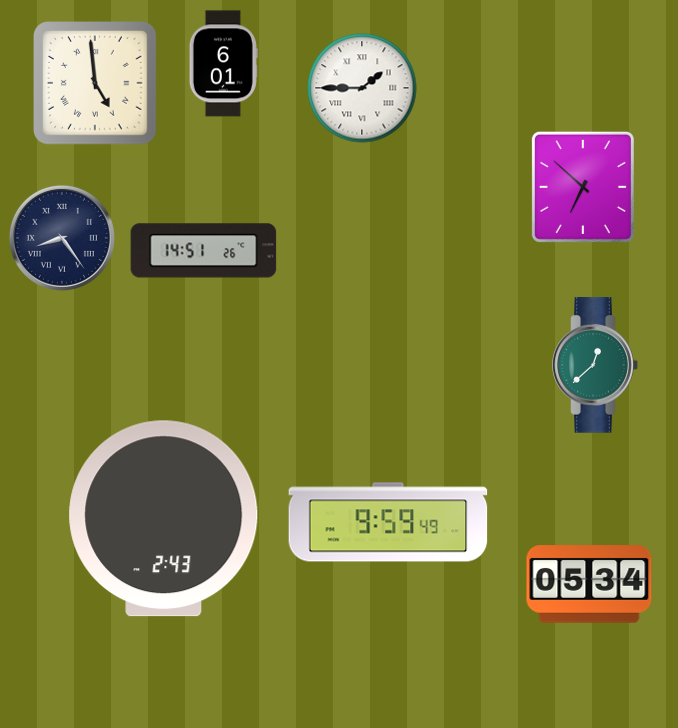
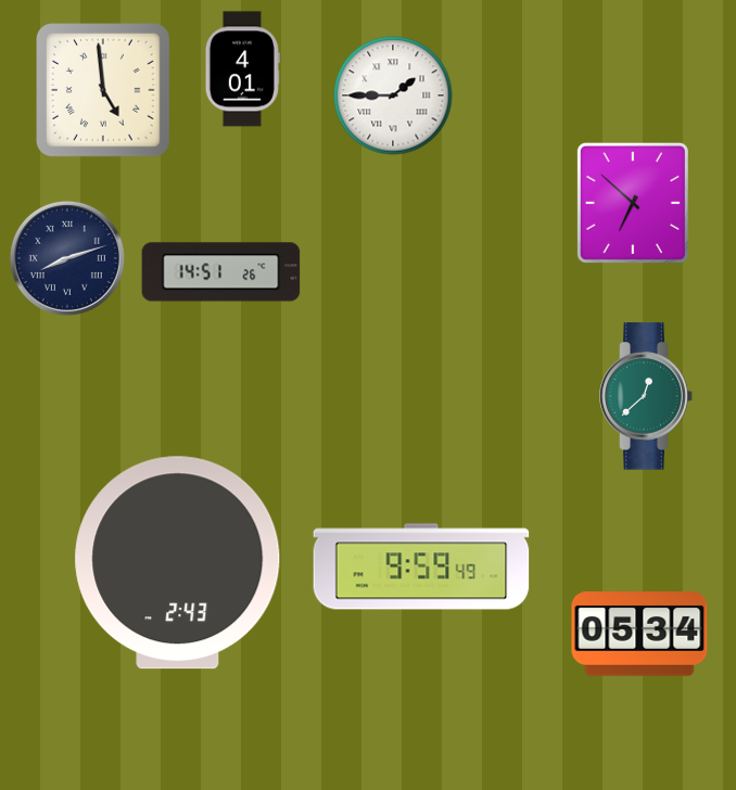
clock at (223, 64): 6:01 -> 4:01
clock at (62, 238): 8:24 -> 8:12
